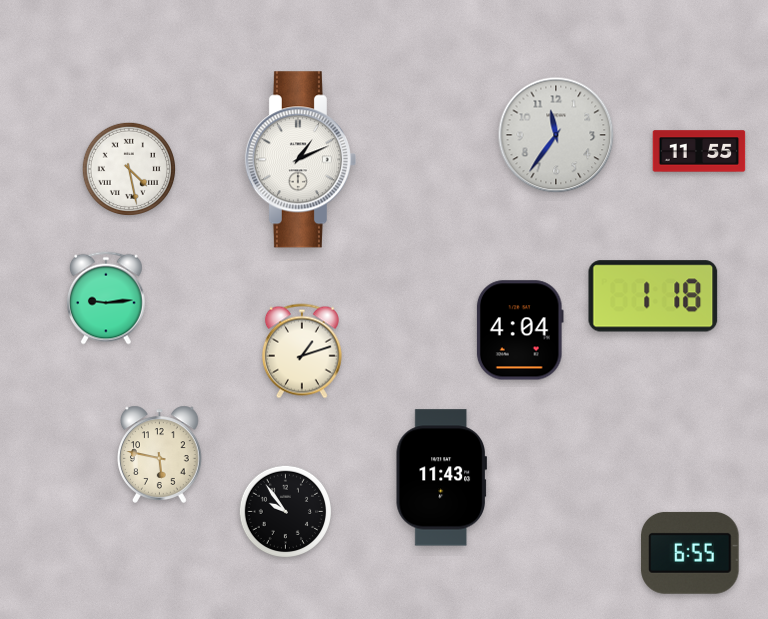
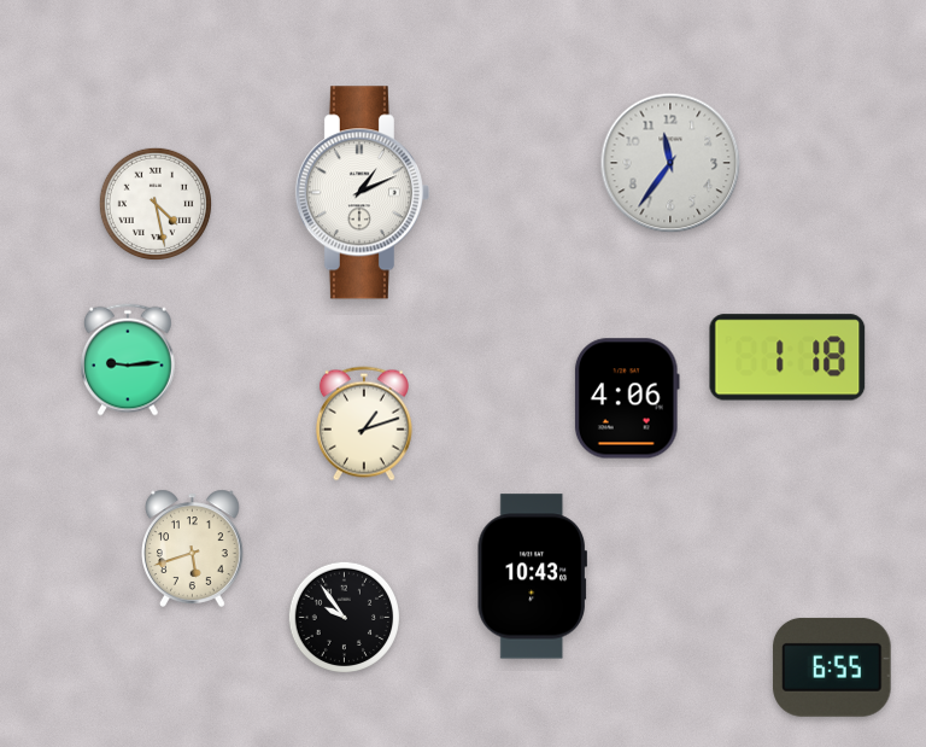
clock at (699, 151): 11:55 -> none
clock at (520, 330): 4:04 -> 4:06
clock at (160, 454): 5:47 -> 5:42
clock at (441, 478): 11:43 -> 10:43
